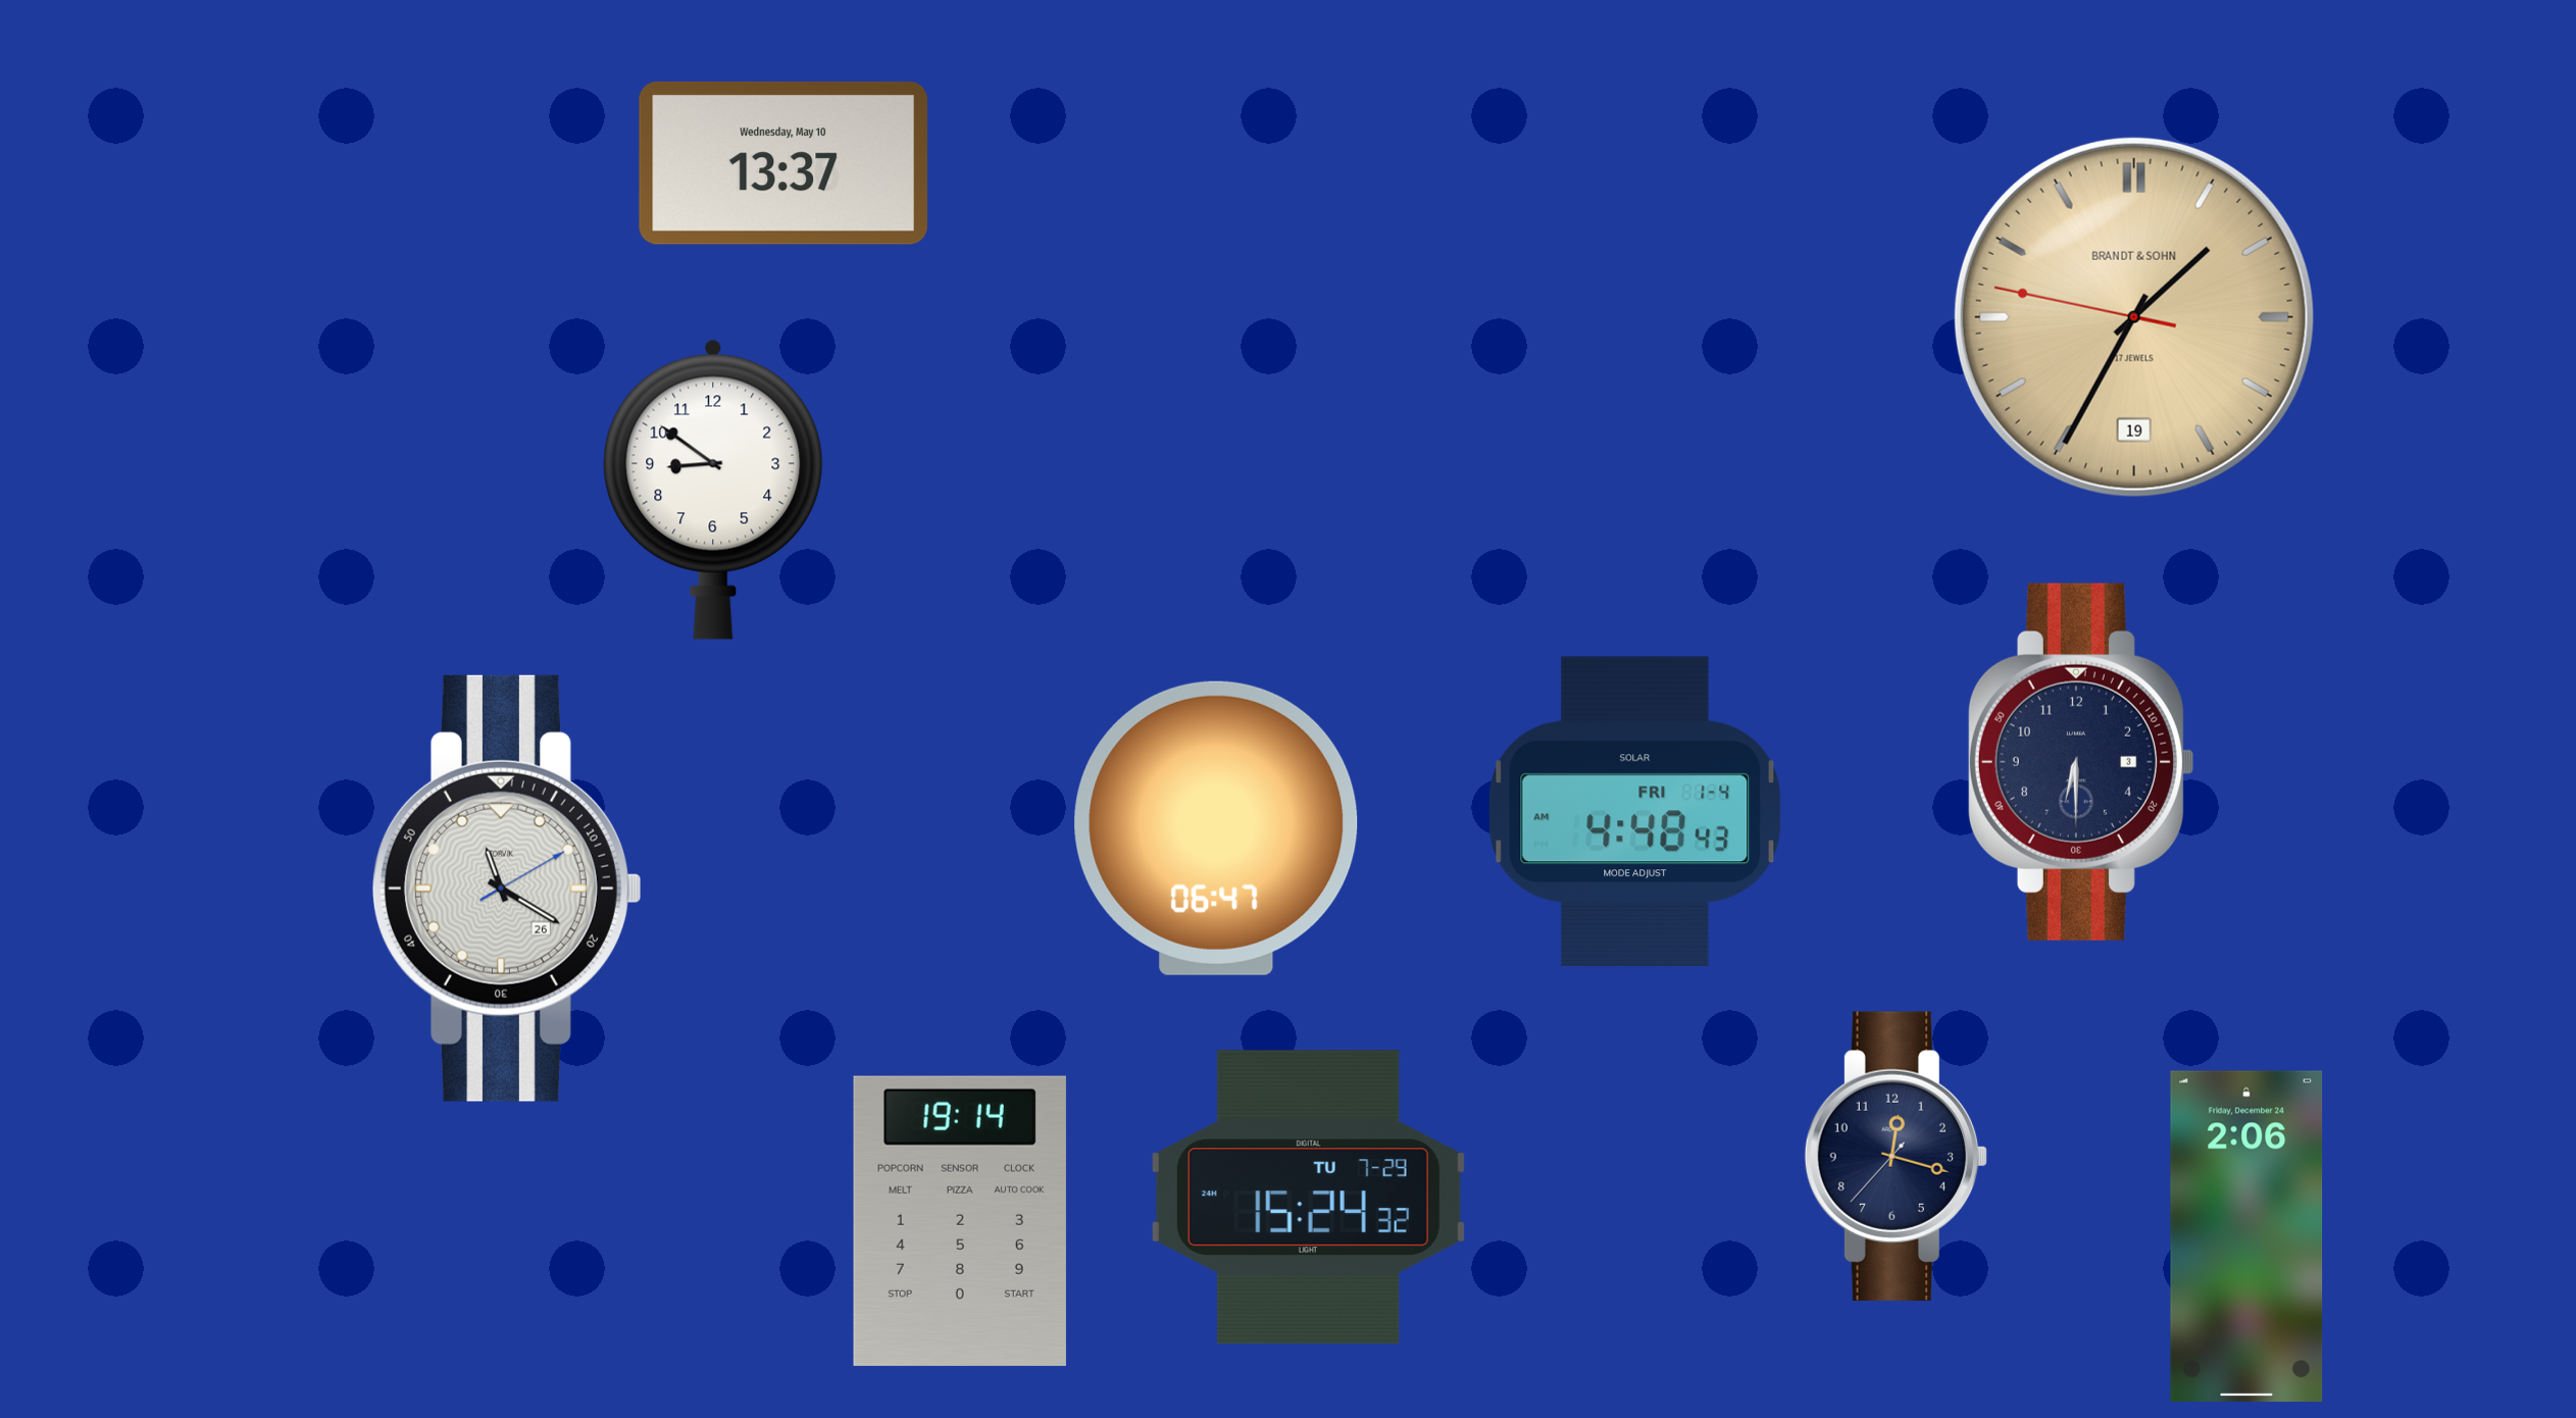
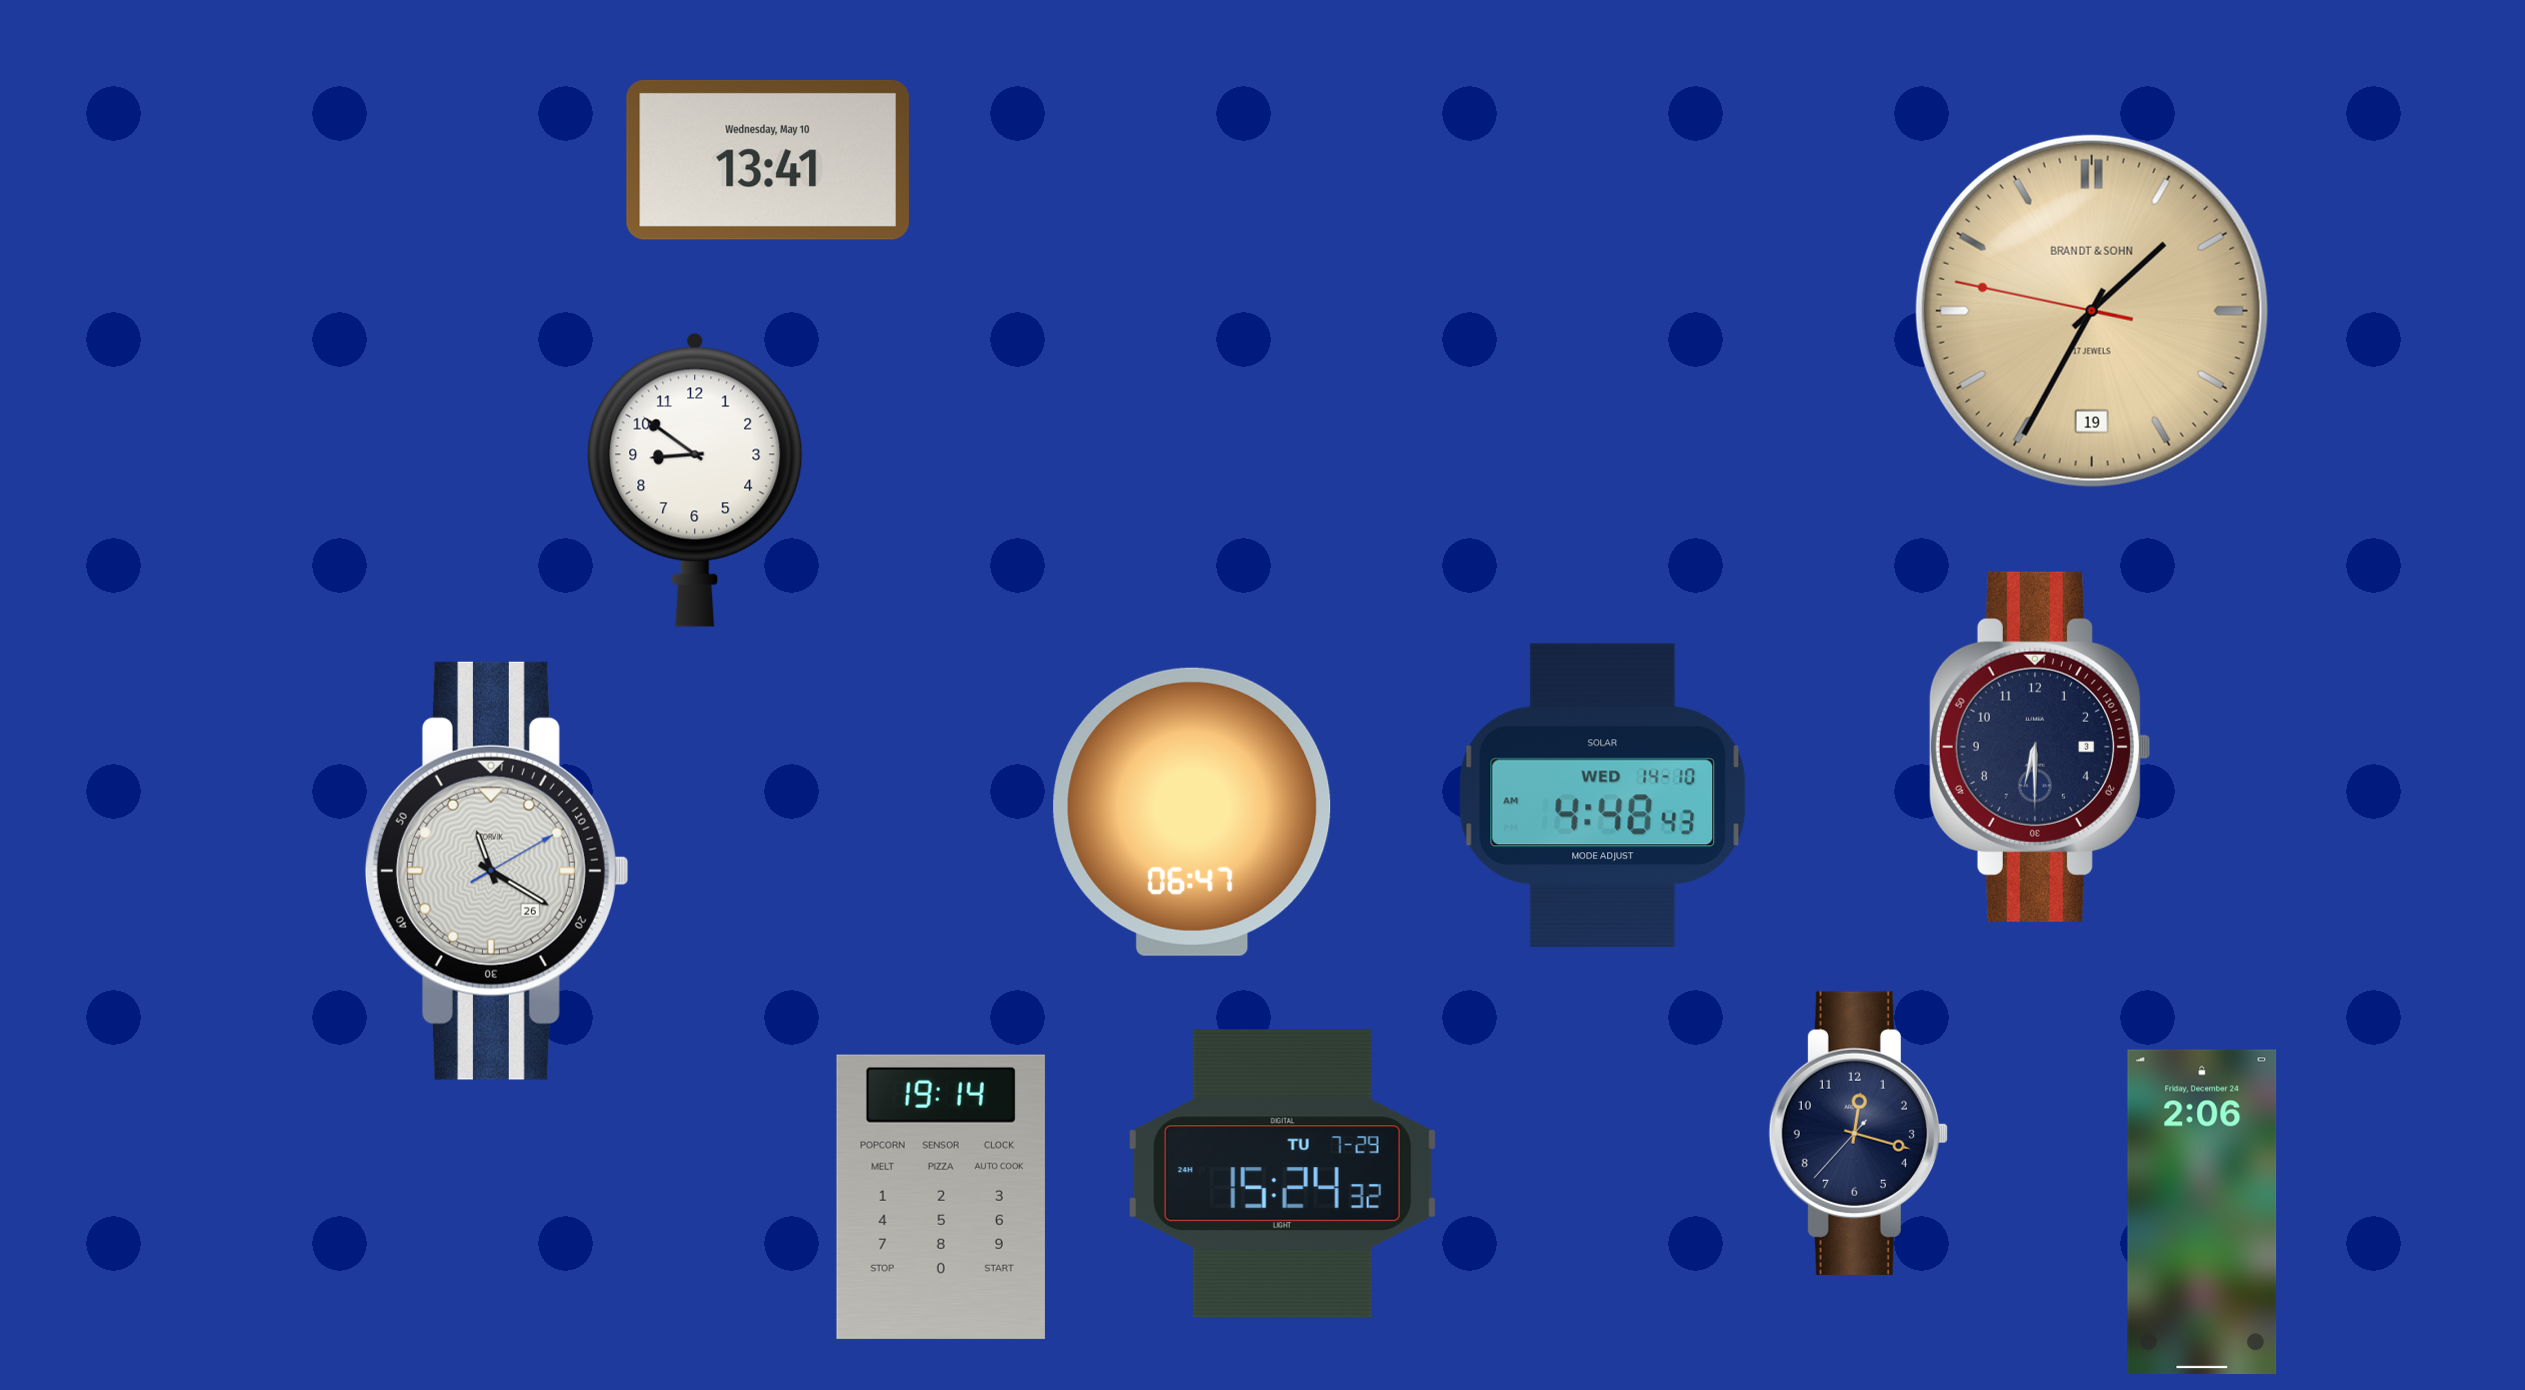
clock at (784, 163): 13:37 -> 13:41
clock at (713, 490) position: (713, 490) -> (695, 480)
clock at (1635, 811) date: FRI 1-4 -> WED 14-10
